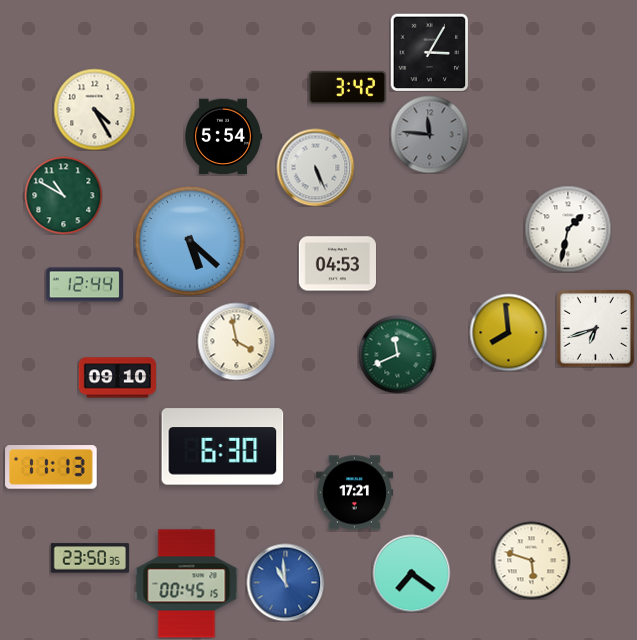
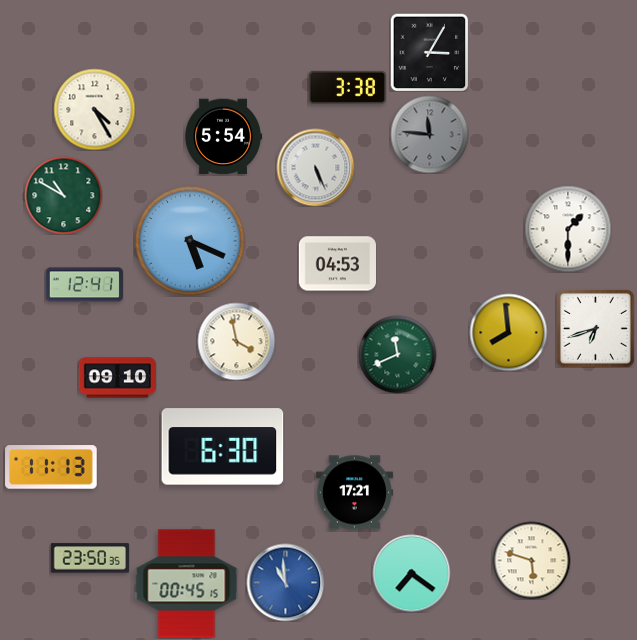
clock at (347, 87): 3:42 -> 3:38
clock at (568, 229): 1:32 -> 1:30
clock at (190, 241): 5:22 -> 5:19
clock at (84, 285): 12:44 -> 12:41
